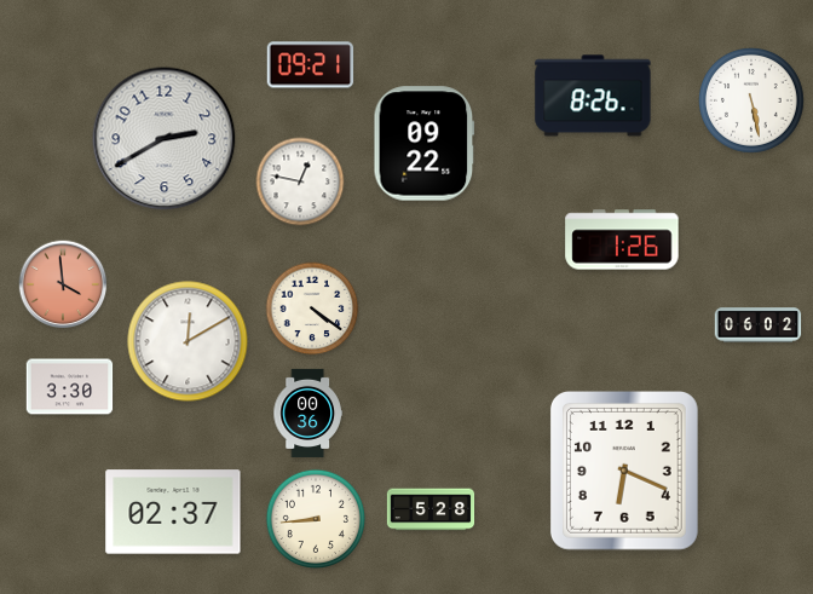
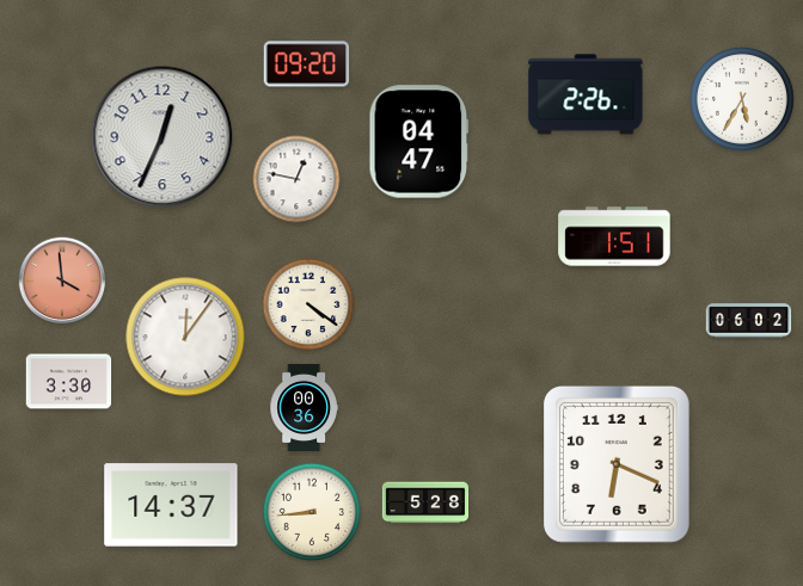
clock at (311, 65): 09:21 -> 09:20
clock at (593, 96): 8:26 -> 2:26
clock at (753, 102): 5:28 -> 5:35
clock at (165, 139): 2:40 -> 12:34
clock at (425, 144): 09:22 -> 04:47
clock at (622, 240): 1:26 -> 1:51
clock at (188, 341): 12:10 -> 12:06
clock at (173, 512): 02:37 -> 14:37
